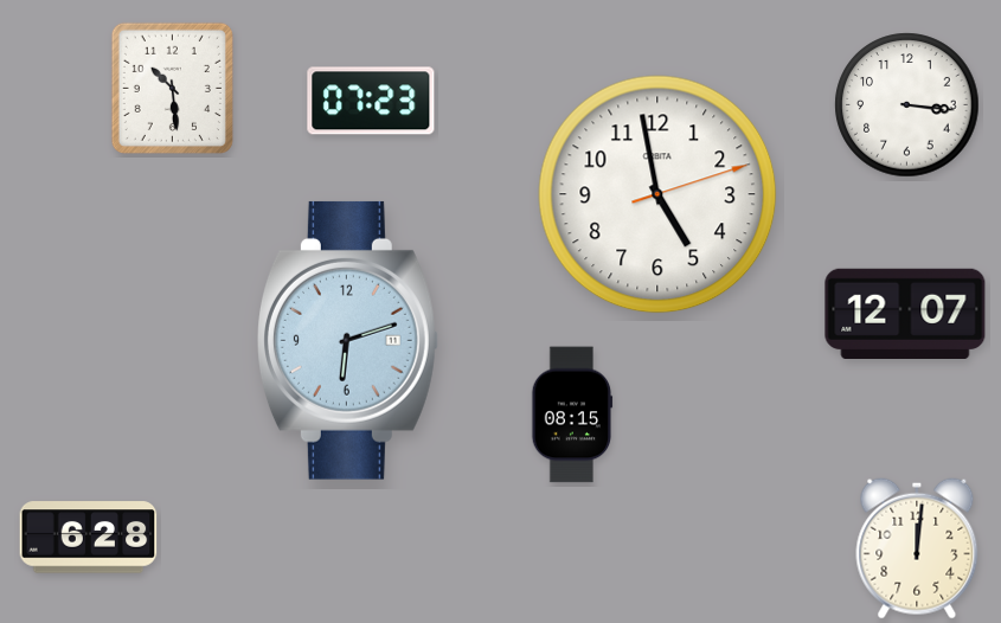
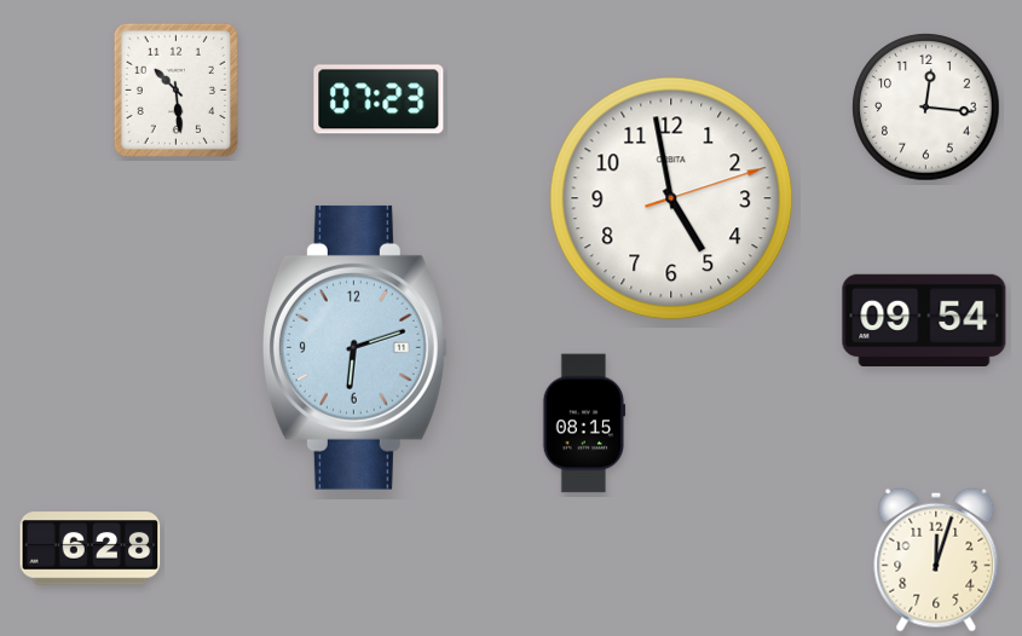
clock at (371, 101) position: (371, 101) -> (379, 99)
clock at (907, 105): 3:16 -> 12:16
clock at (905, 313): 12:07 -> 09:54
clock at (917, 548): 12:01 -> 12:03
